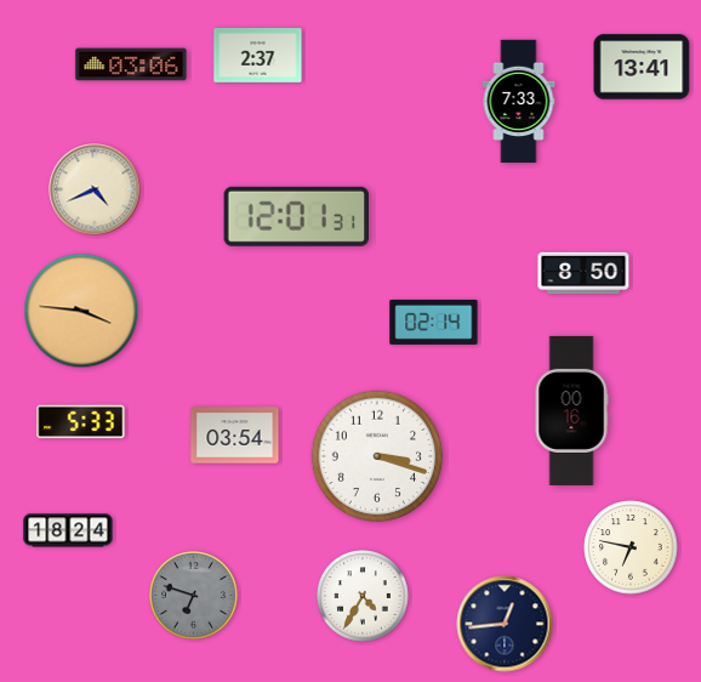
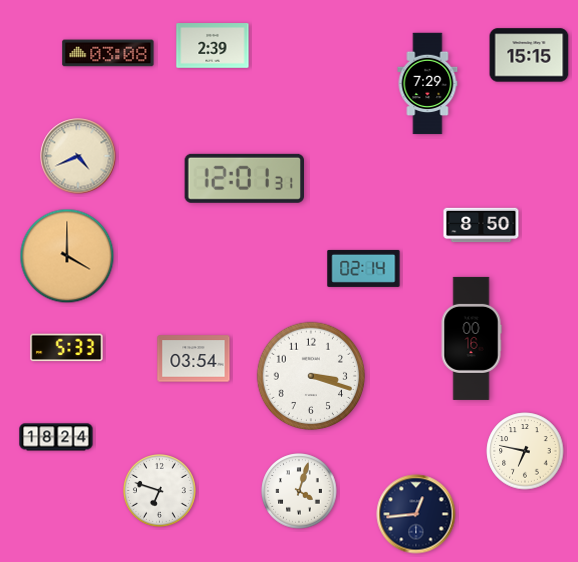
clock at (258, 56): 2:37 -> 2:39
clock at (131, 64): 03:06 -> 03:08
clock at (642, 67): 13:41 -> 15:15
clock at (519, 102): 7:33 -> 7:29
clock at (81, 311): 3:46 -> 4:00
clock at (434, 322) position: (434, 322) -> (364, 268)
clock at (631, 547) position: (631, 547) -> (525, 451)
clock at (194, 596) dial: grey -> white
clock at (363, 596): 4:35 -> 4:03
